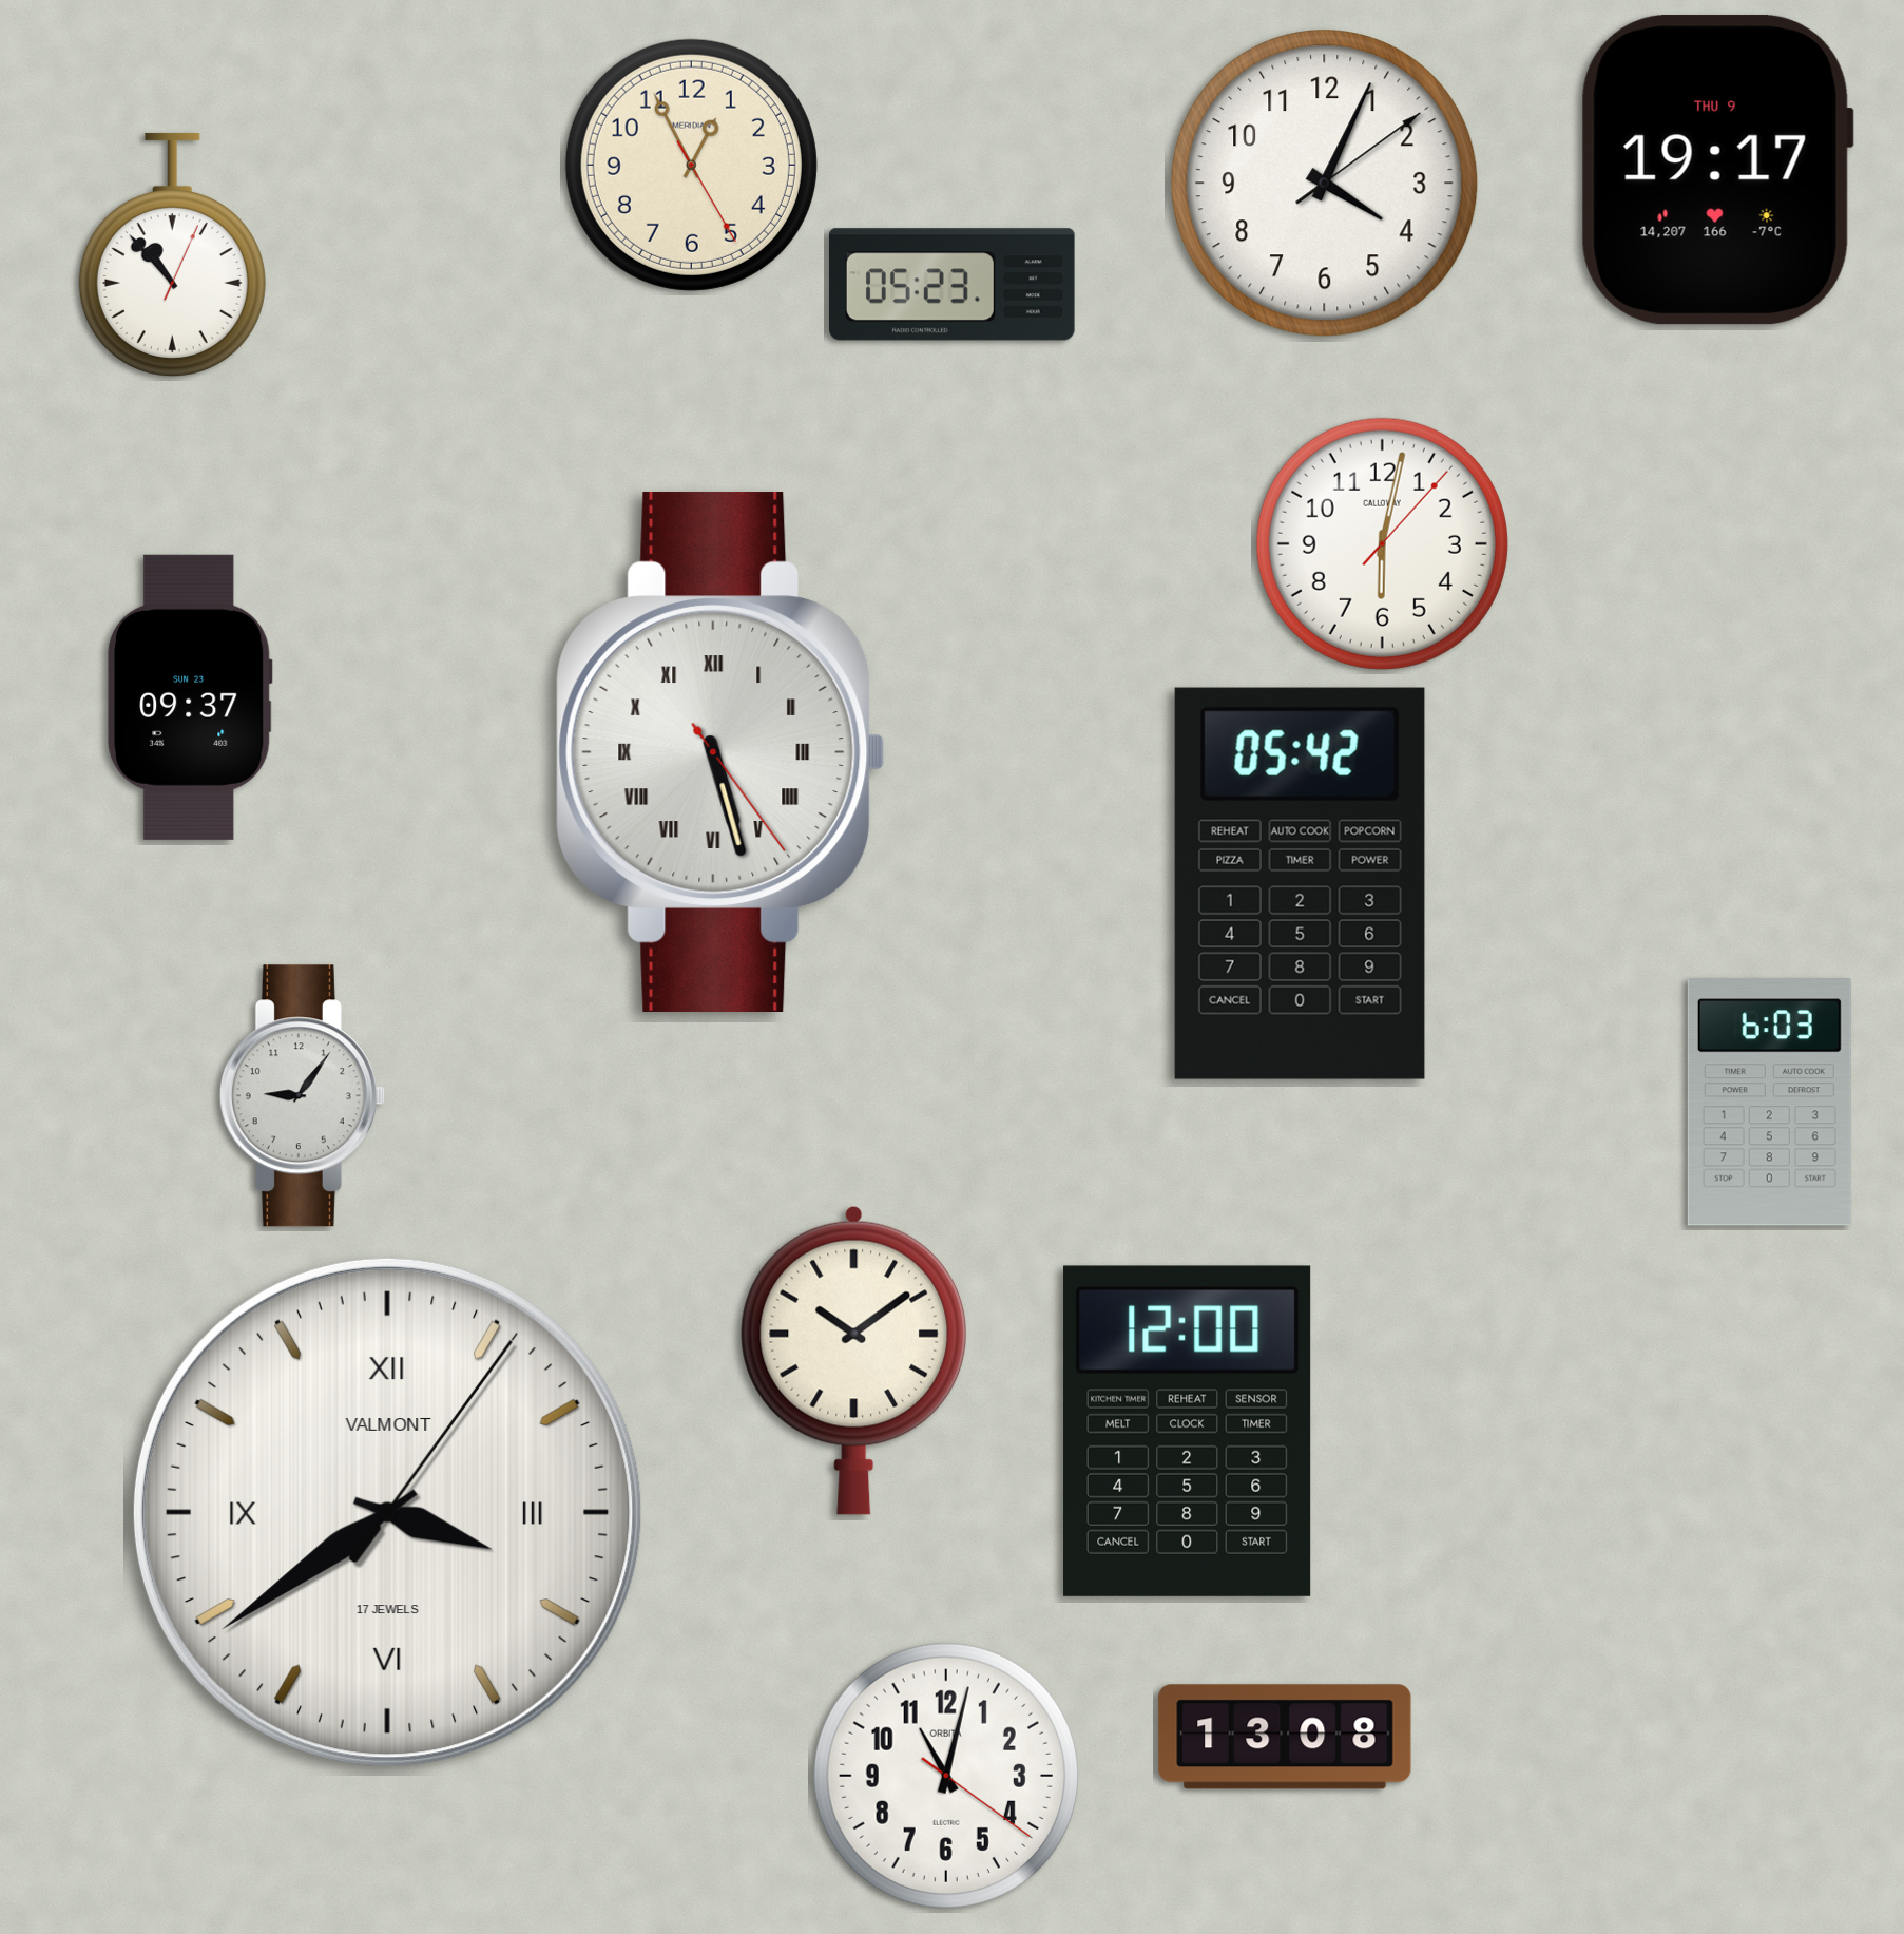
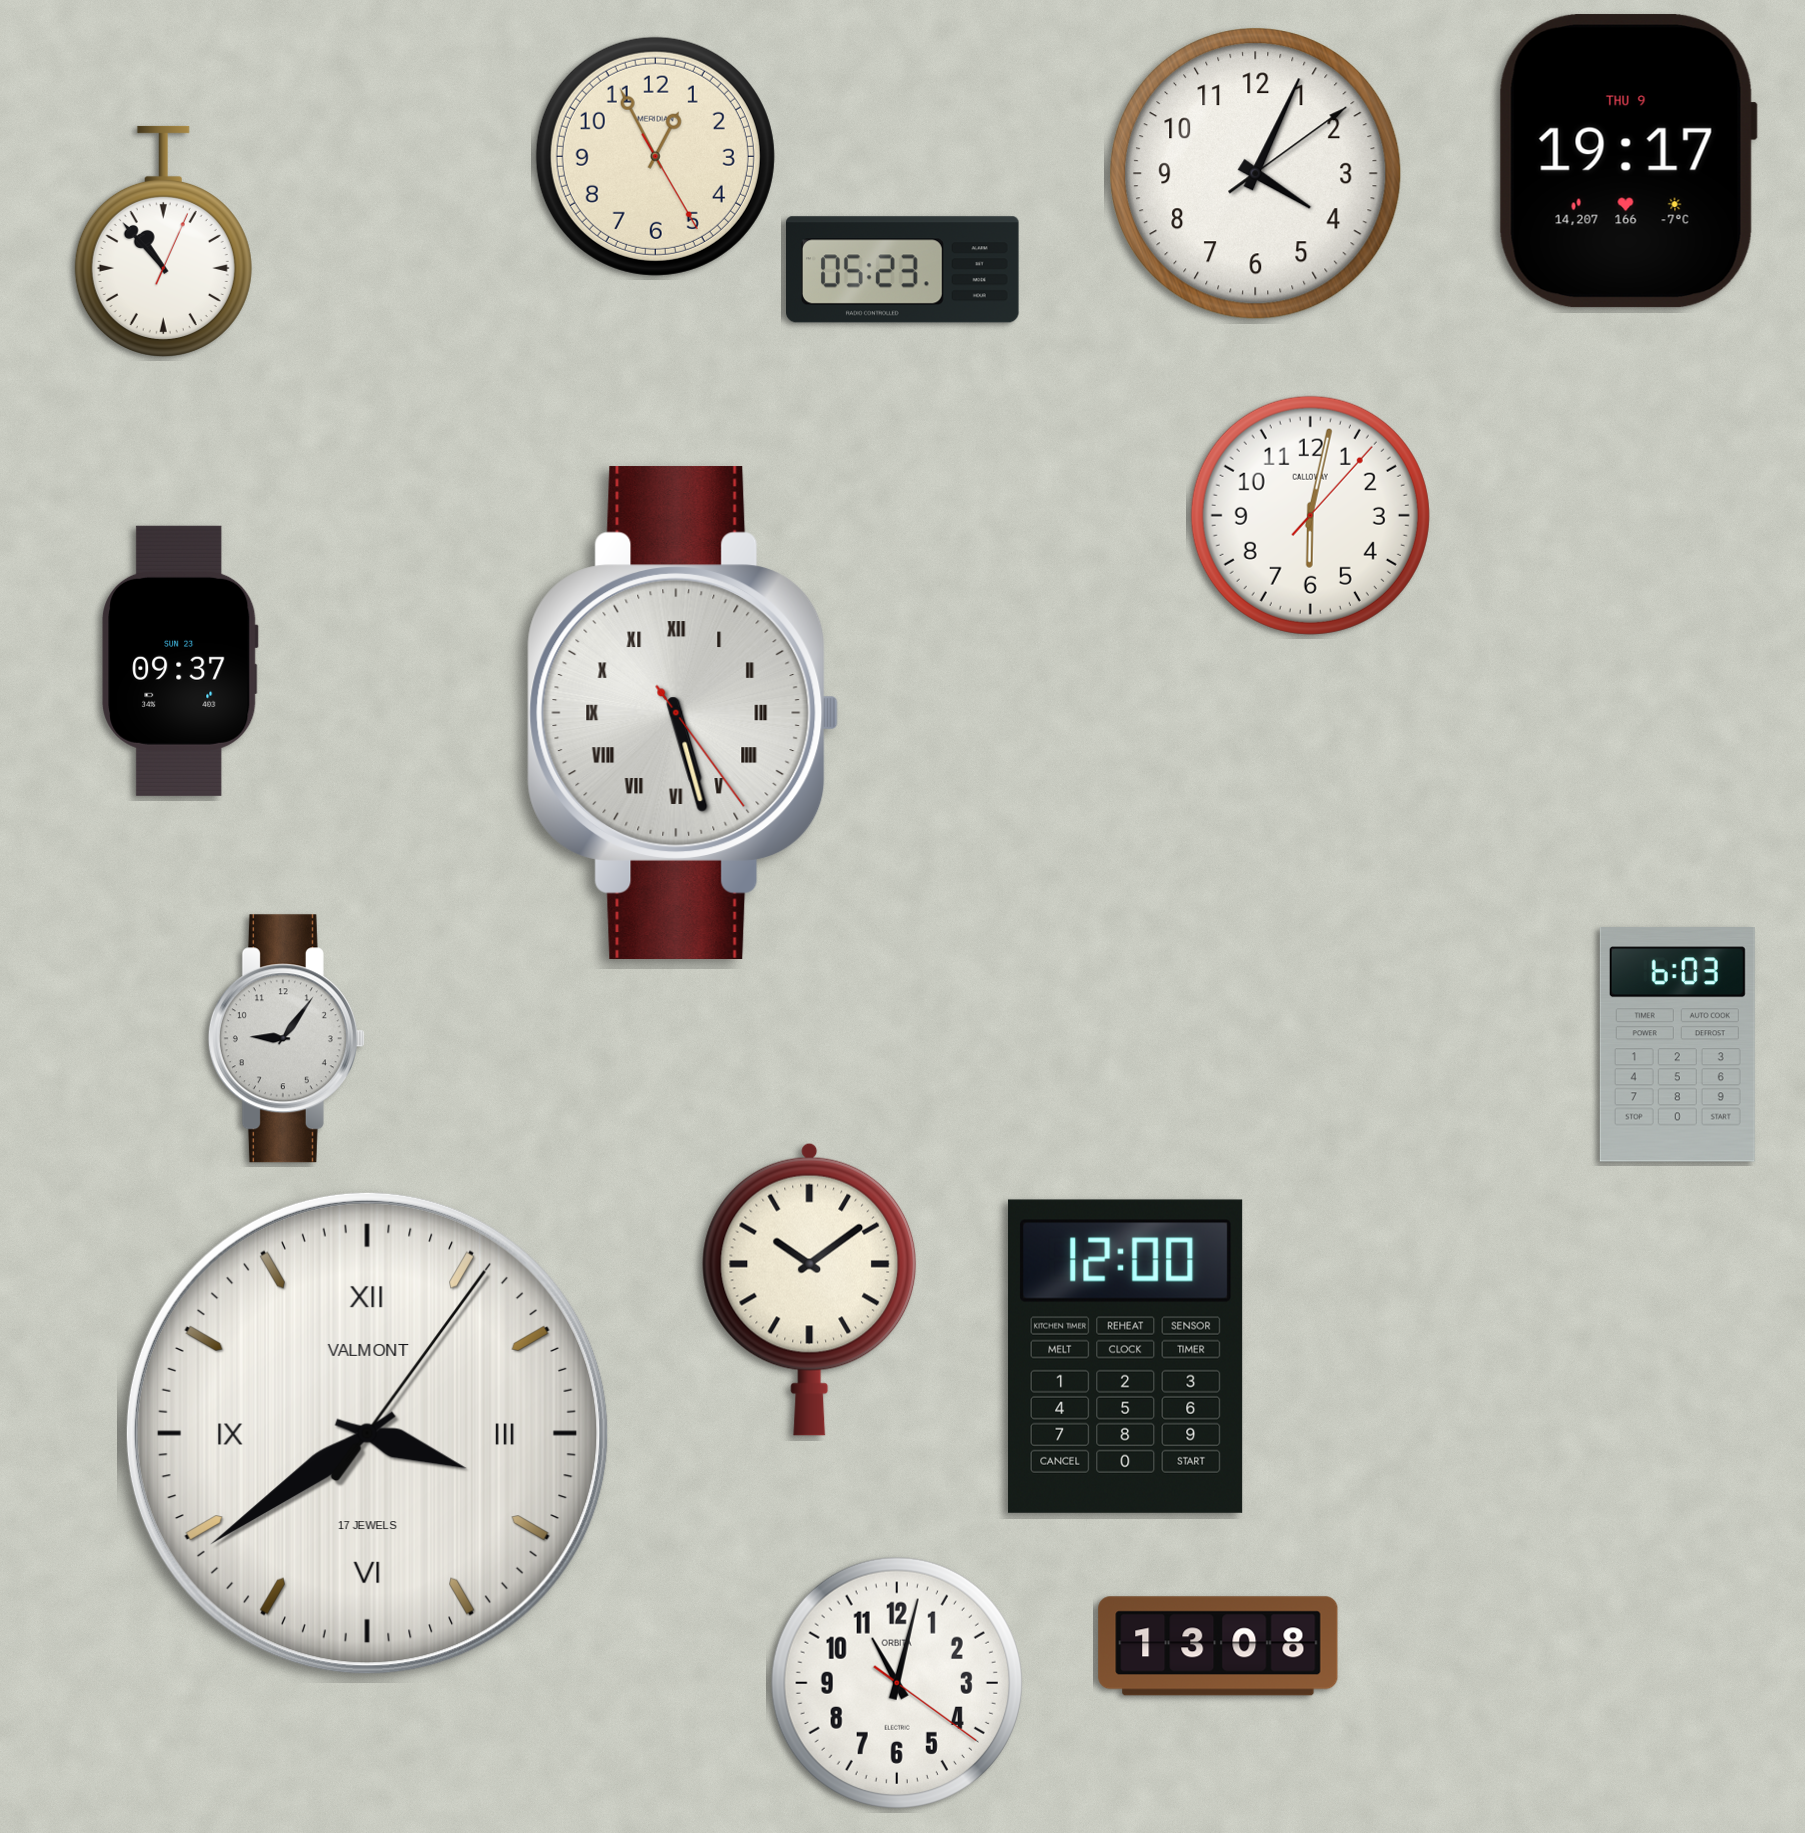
clock at (1300, 883): 05:42 -> none
